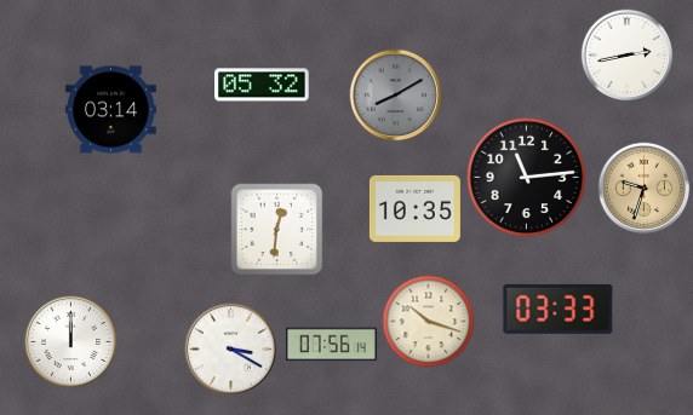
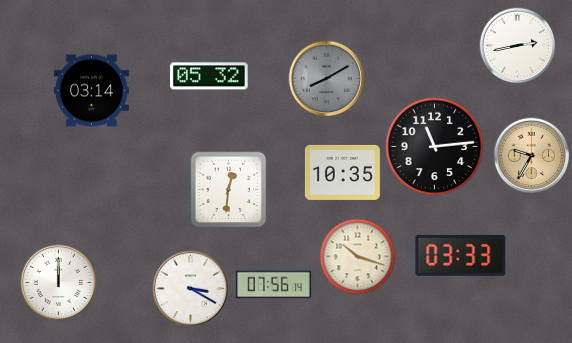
clock at (262, 85) position: (262, 85) -> (209, 76)
clock at (645, 189): 9:33 -> 9:35
clock at (429, 322) position: (429, 322) -> (358, 257)
